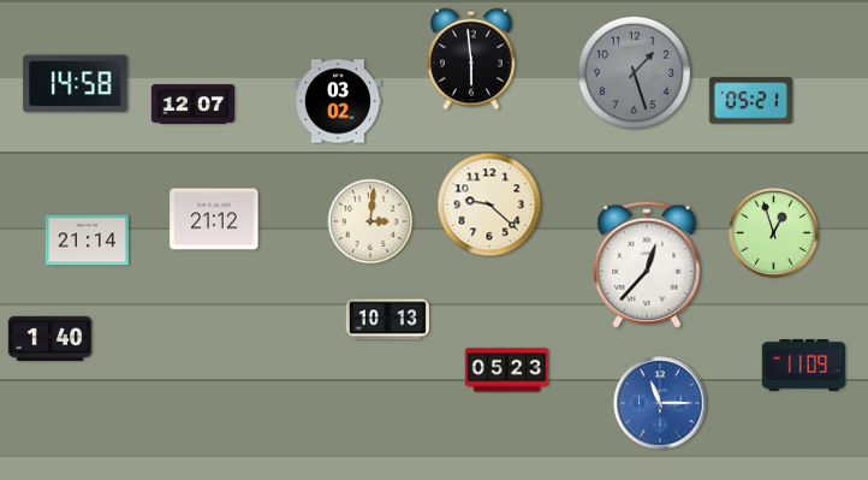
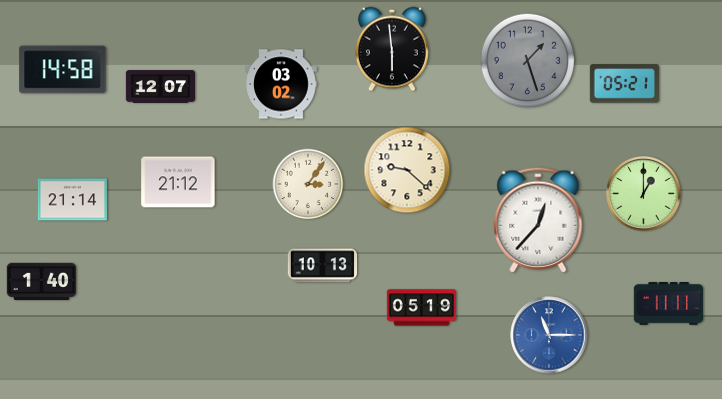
clock at (370, 221): 3:01 -> 3:06
clock at (774, 233): 12:57 -> 1:00
clock at (804, 366): 11:09 -> 11:11
clock at (507, 371): 05:23 -> 05:19
